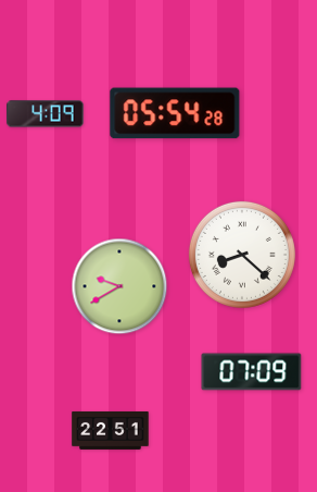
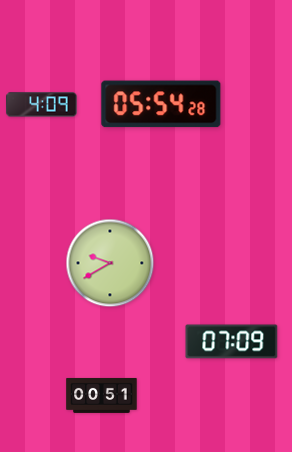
clock at (242, 255): 8:22 -> none
clock at (111, 430): 22:51 -> 00:51
